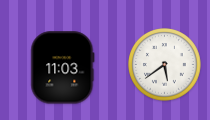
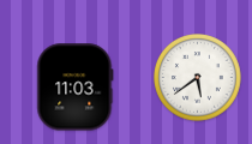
clock at (63, 68) position: (63, 68) -> (76, 88)
